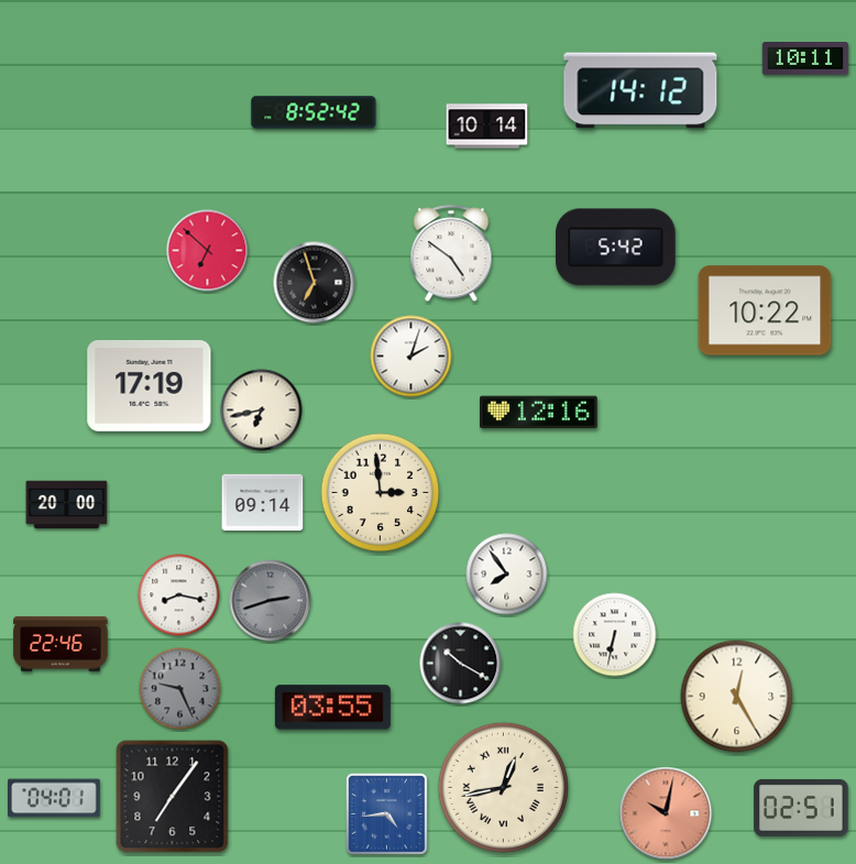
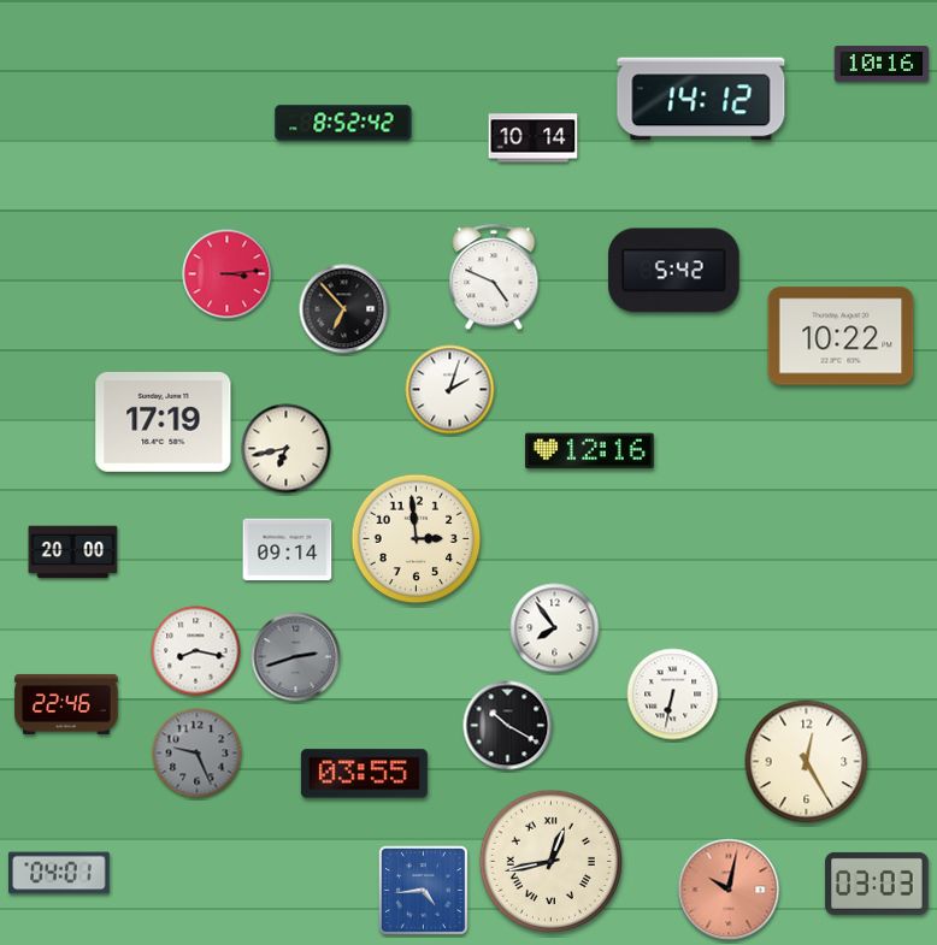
clock at (805, 59): 10:11 -> 10:16
clock at (208, 251): 6:52 -> 3:14
clock at (451, 254): 4:51 -> 4:49
clock at (315, 283): 6:57 -> 6:53
clock at (765, 310) position: (765, 310) -> (841, 336)
clock at (461, 664) position: (461, 664) -> (508, 726)
clock at (173, 797): 7:06 -> none
clock at (801, 808): 02:51 -> 03:03
